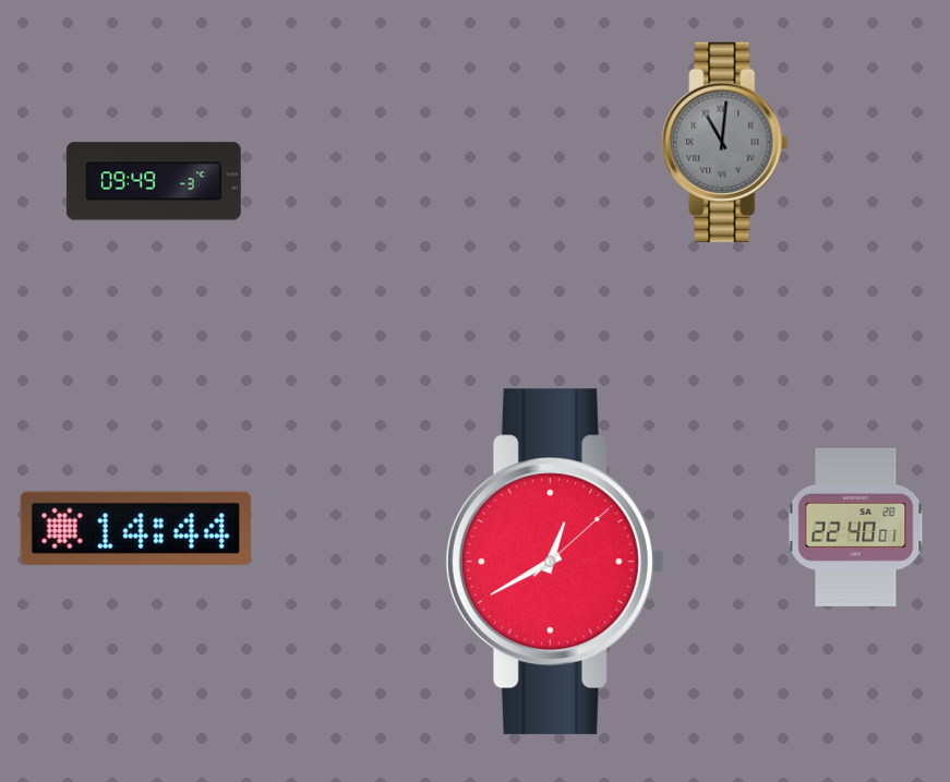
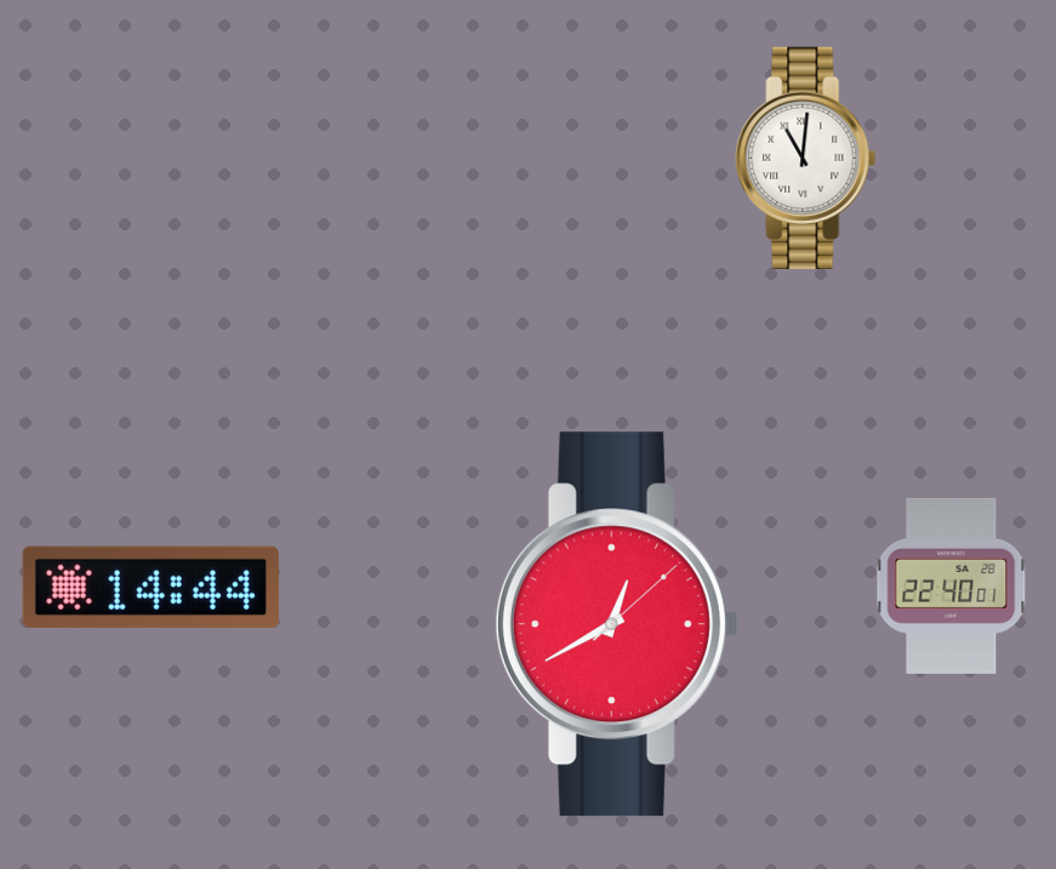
clock at (725, 142) dial: grey -> white
clock at (154, 181): 09:49 -> none
